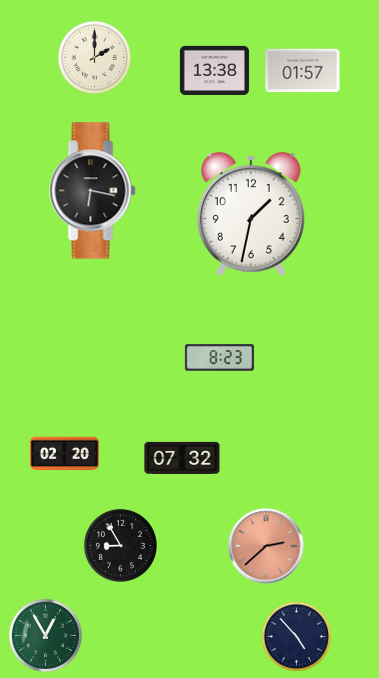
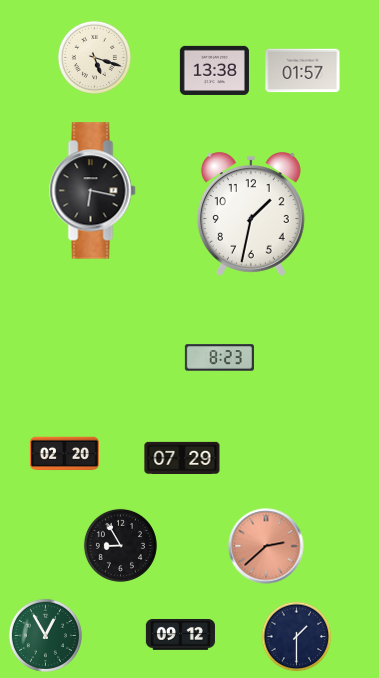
clock at (94, 57): 2:00 -> 5:18
clock at (182, 458): 07:32 -> 07:29
clock at (180, 635): none -> 09:12
clock at (297, 637): 4:53 -> 1:30
